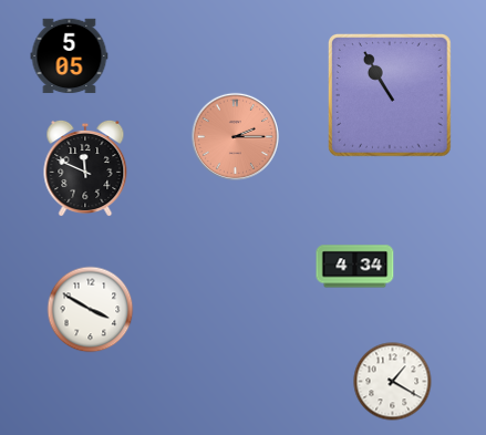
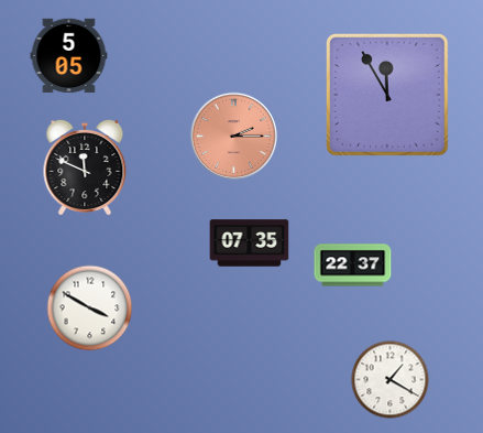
clock at (391, 96): 10:55 -> 11:55
clock at (250, 243): none -> 07:35
clock at (355, 267): 4:34 -> 22:37
